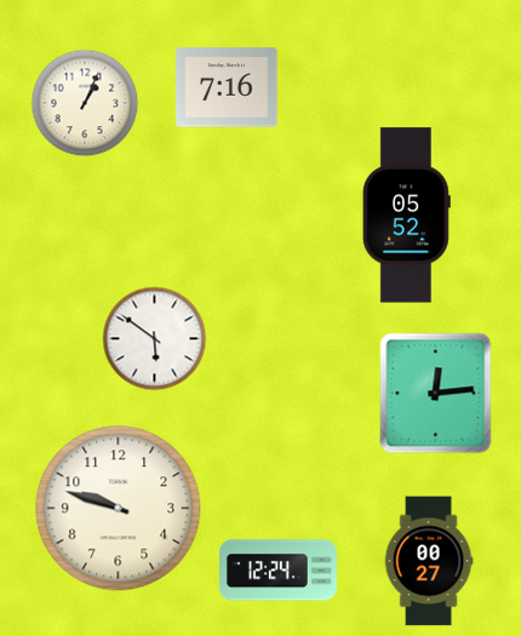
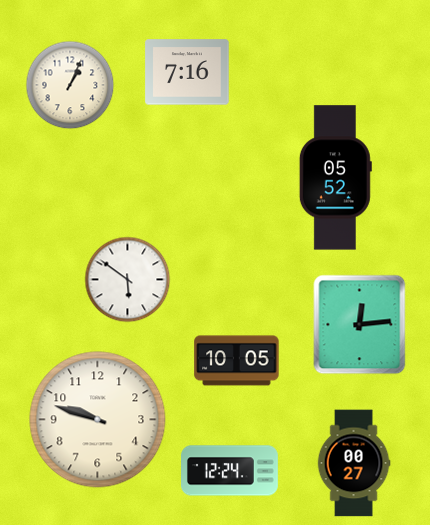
clock at (237, 361): none -> 10:05
